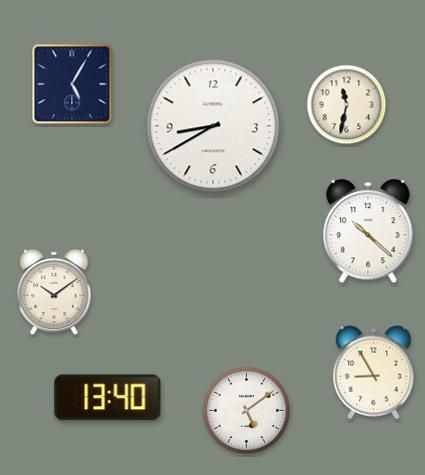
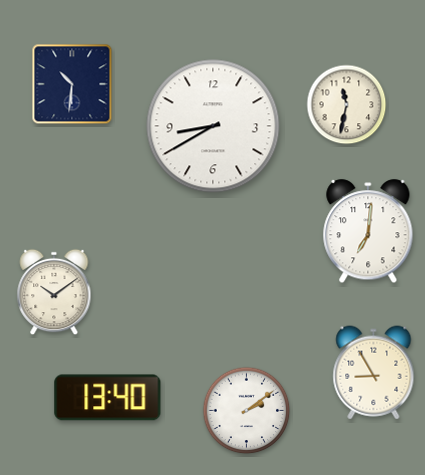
clock at (72, 84): 5:05 -> 10:31
clock at (368, 232): 10:22 -> 7:01
clock at (247, 411): 5:09 -> 2:09
